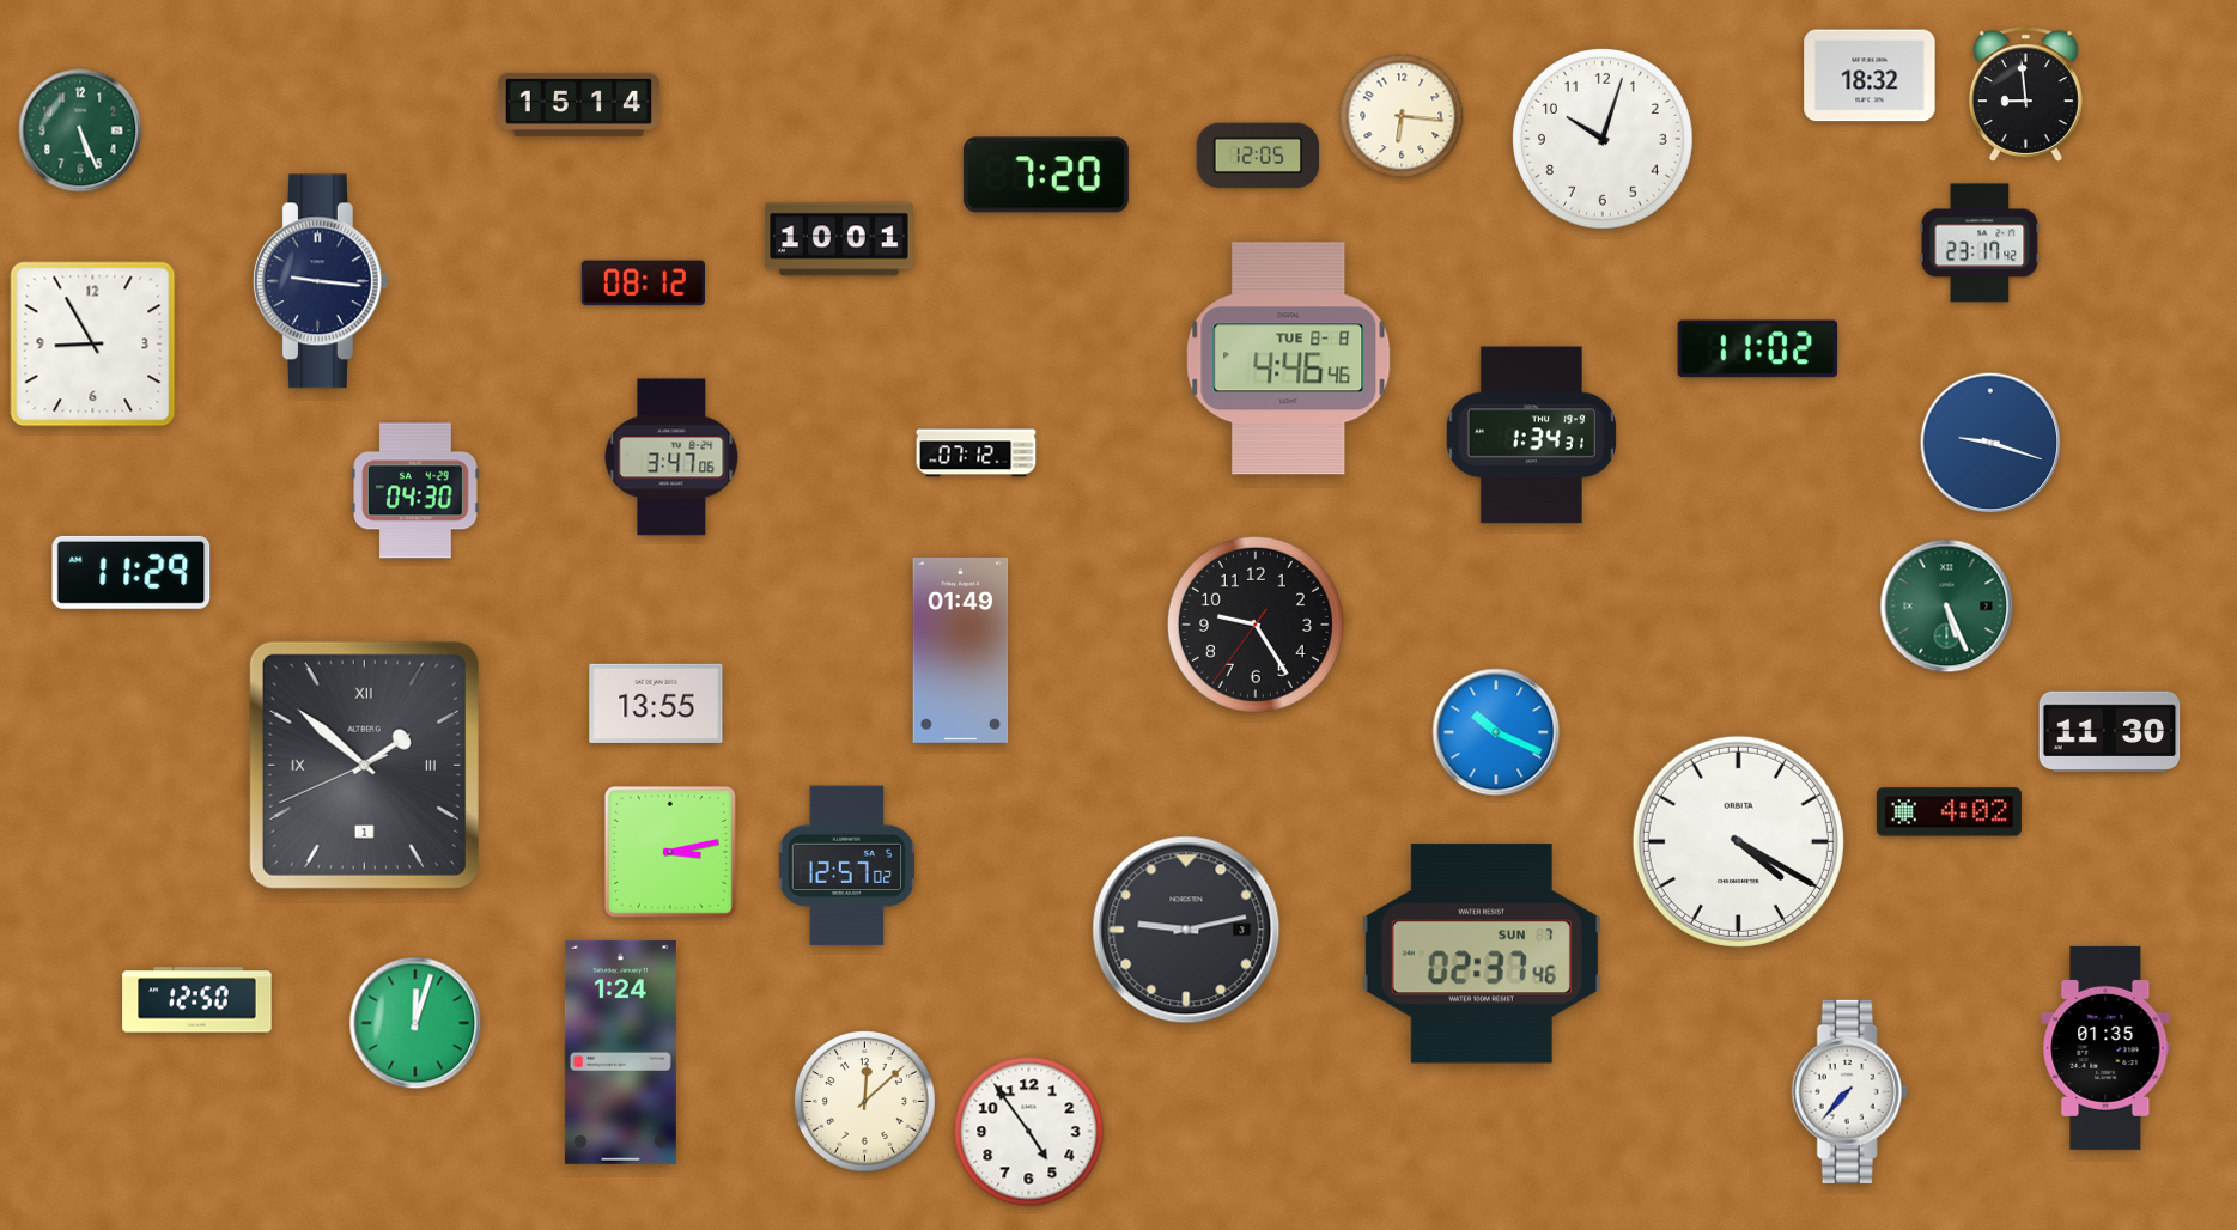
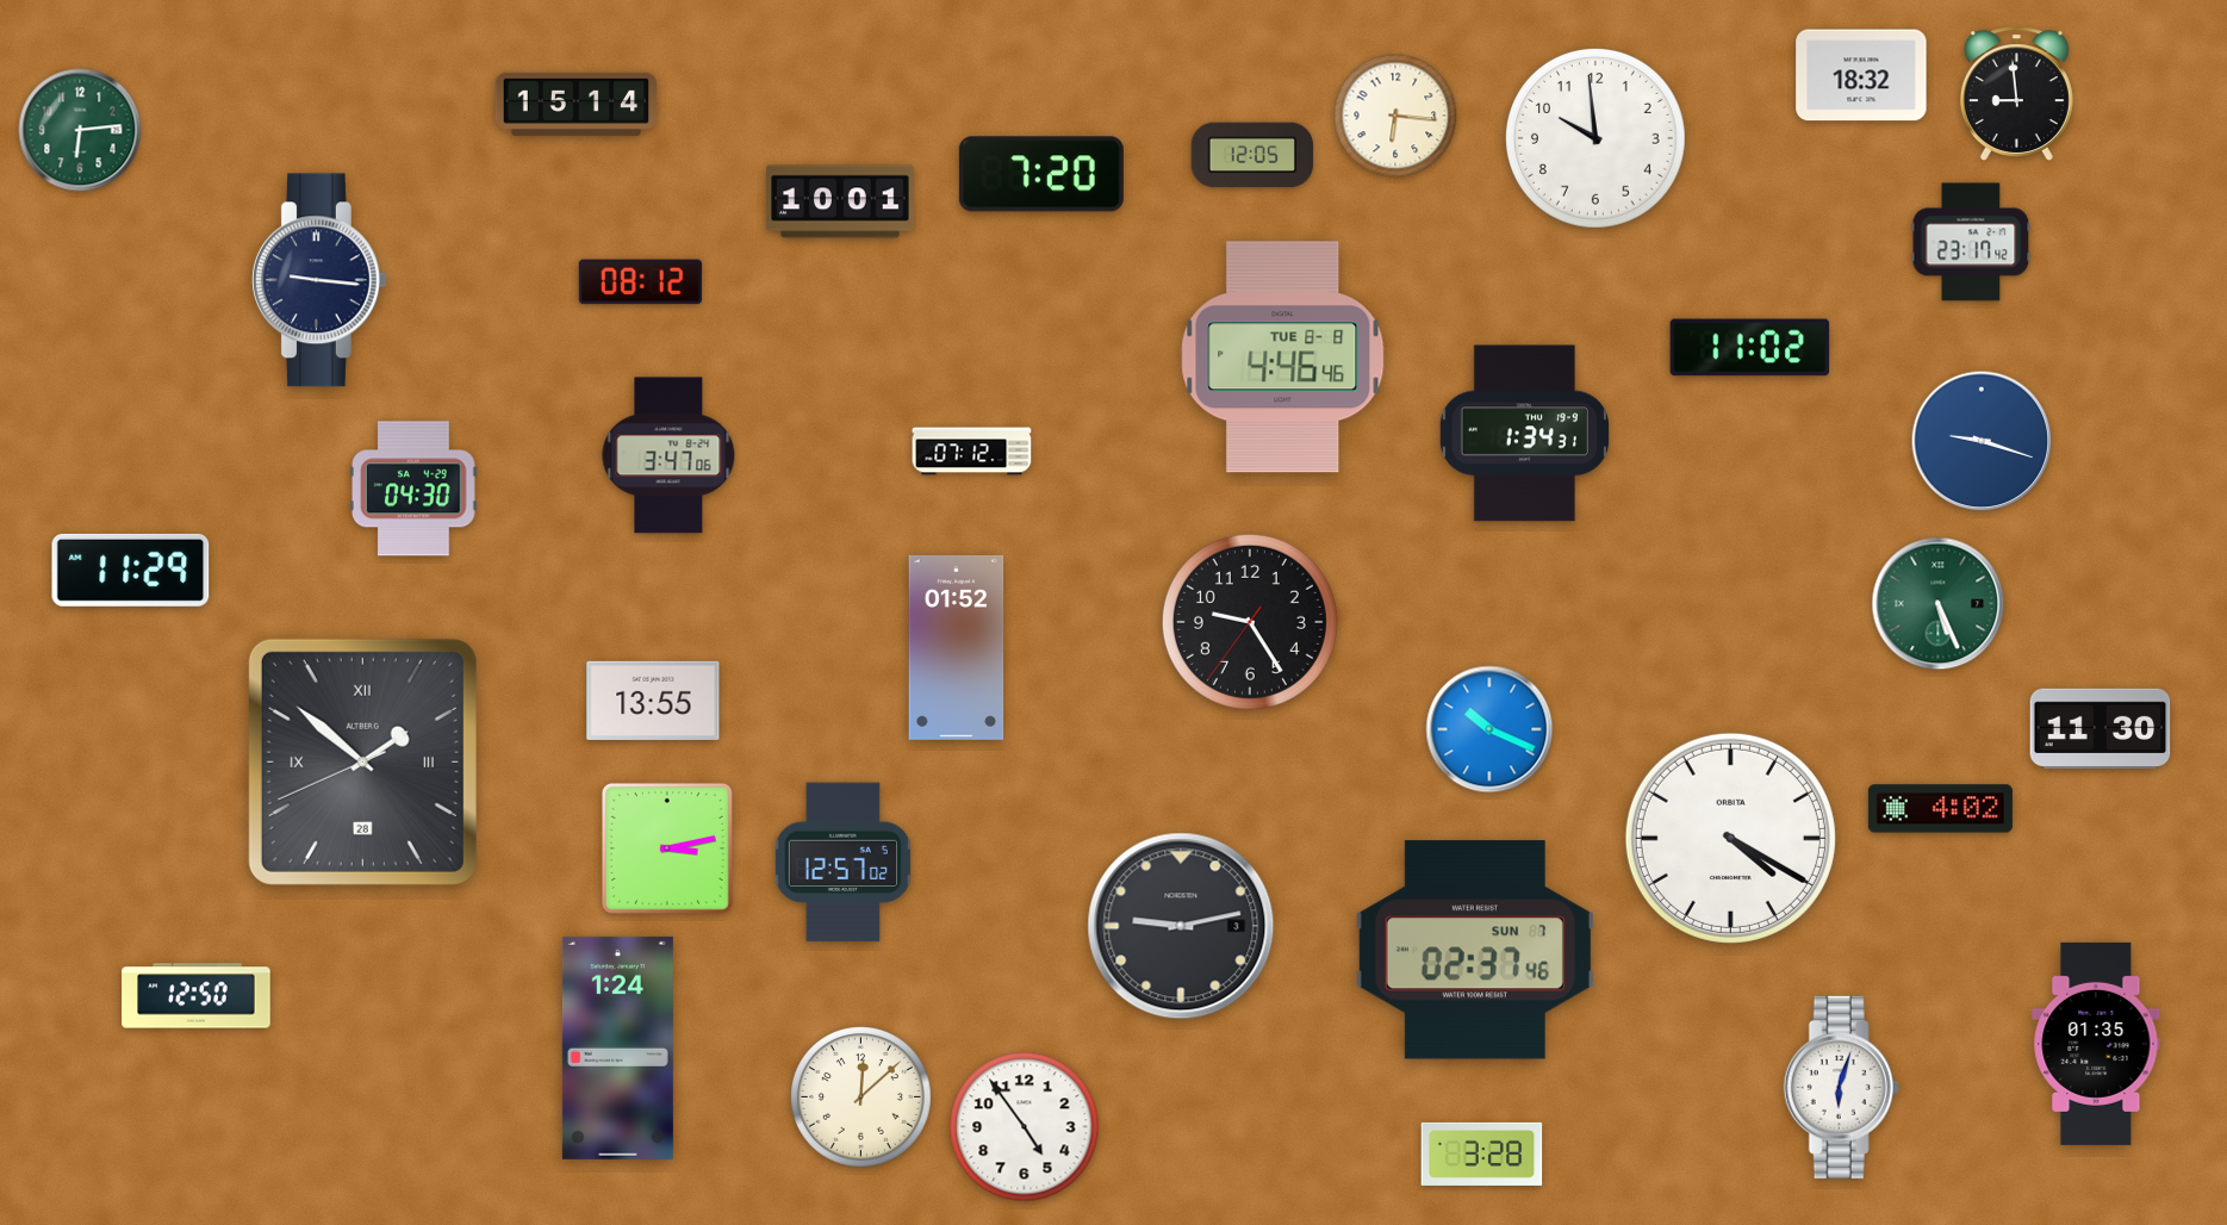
clock at (80, 130): 5:26 -> 6:14
clock at (1603, 139): 10:03 -> 9:59
clock at (839, 239) position: (839, 239) -> (840, 201)
clock at (93, 345): 8:55 -> none
clock at (961, 650): 01:49 -> 01:52
clock at (364, 765) date: 1 -> 28
clock at (415, 1023): 12:03 -> none
clock at (1849, 1091): 7:37 -> 6:03
clock at (1482, 1154): none -> 3:28
